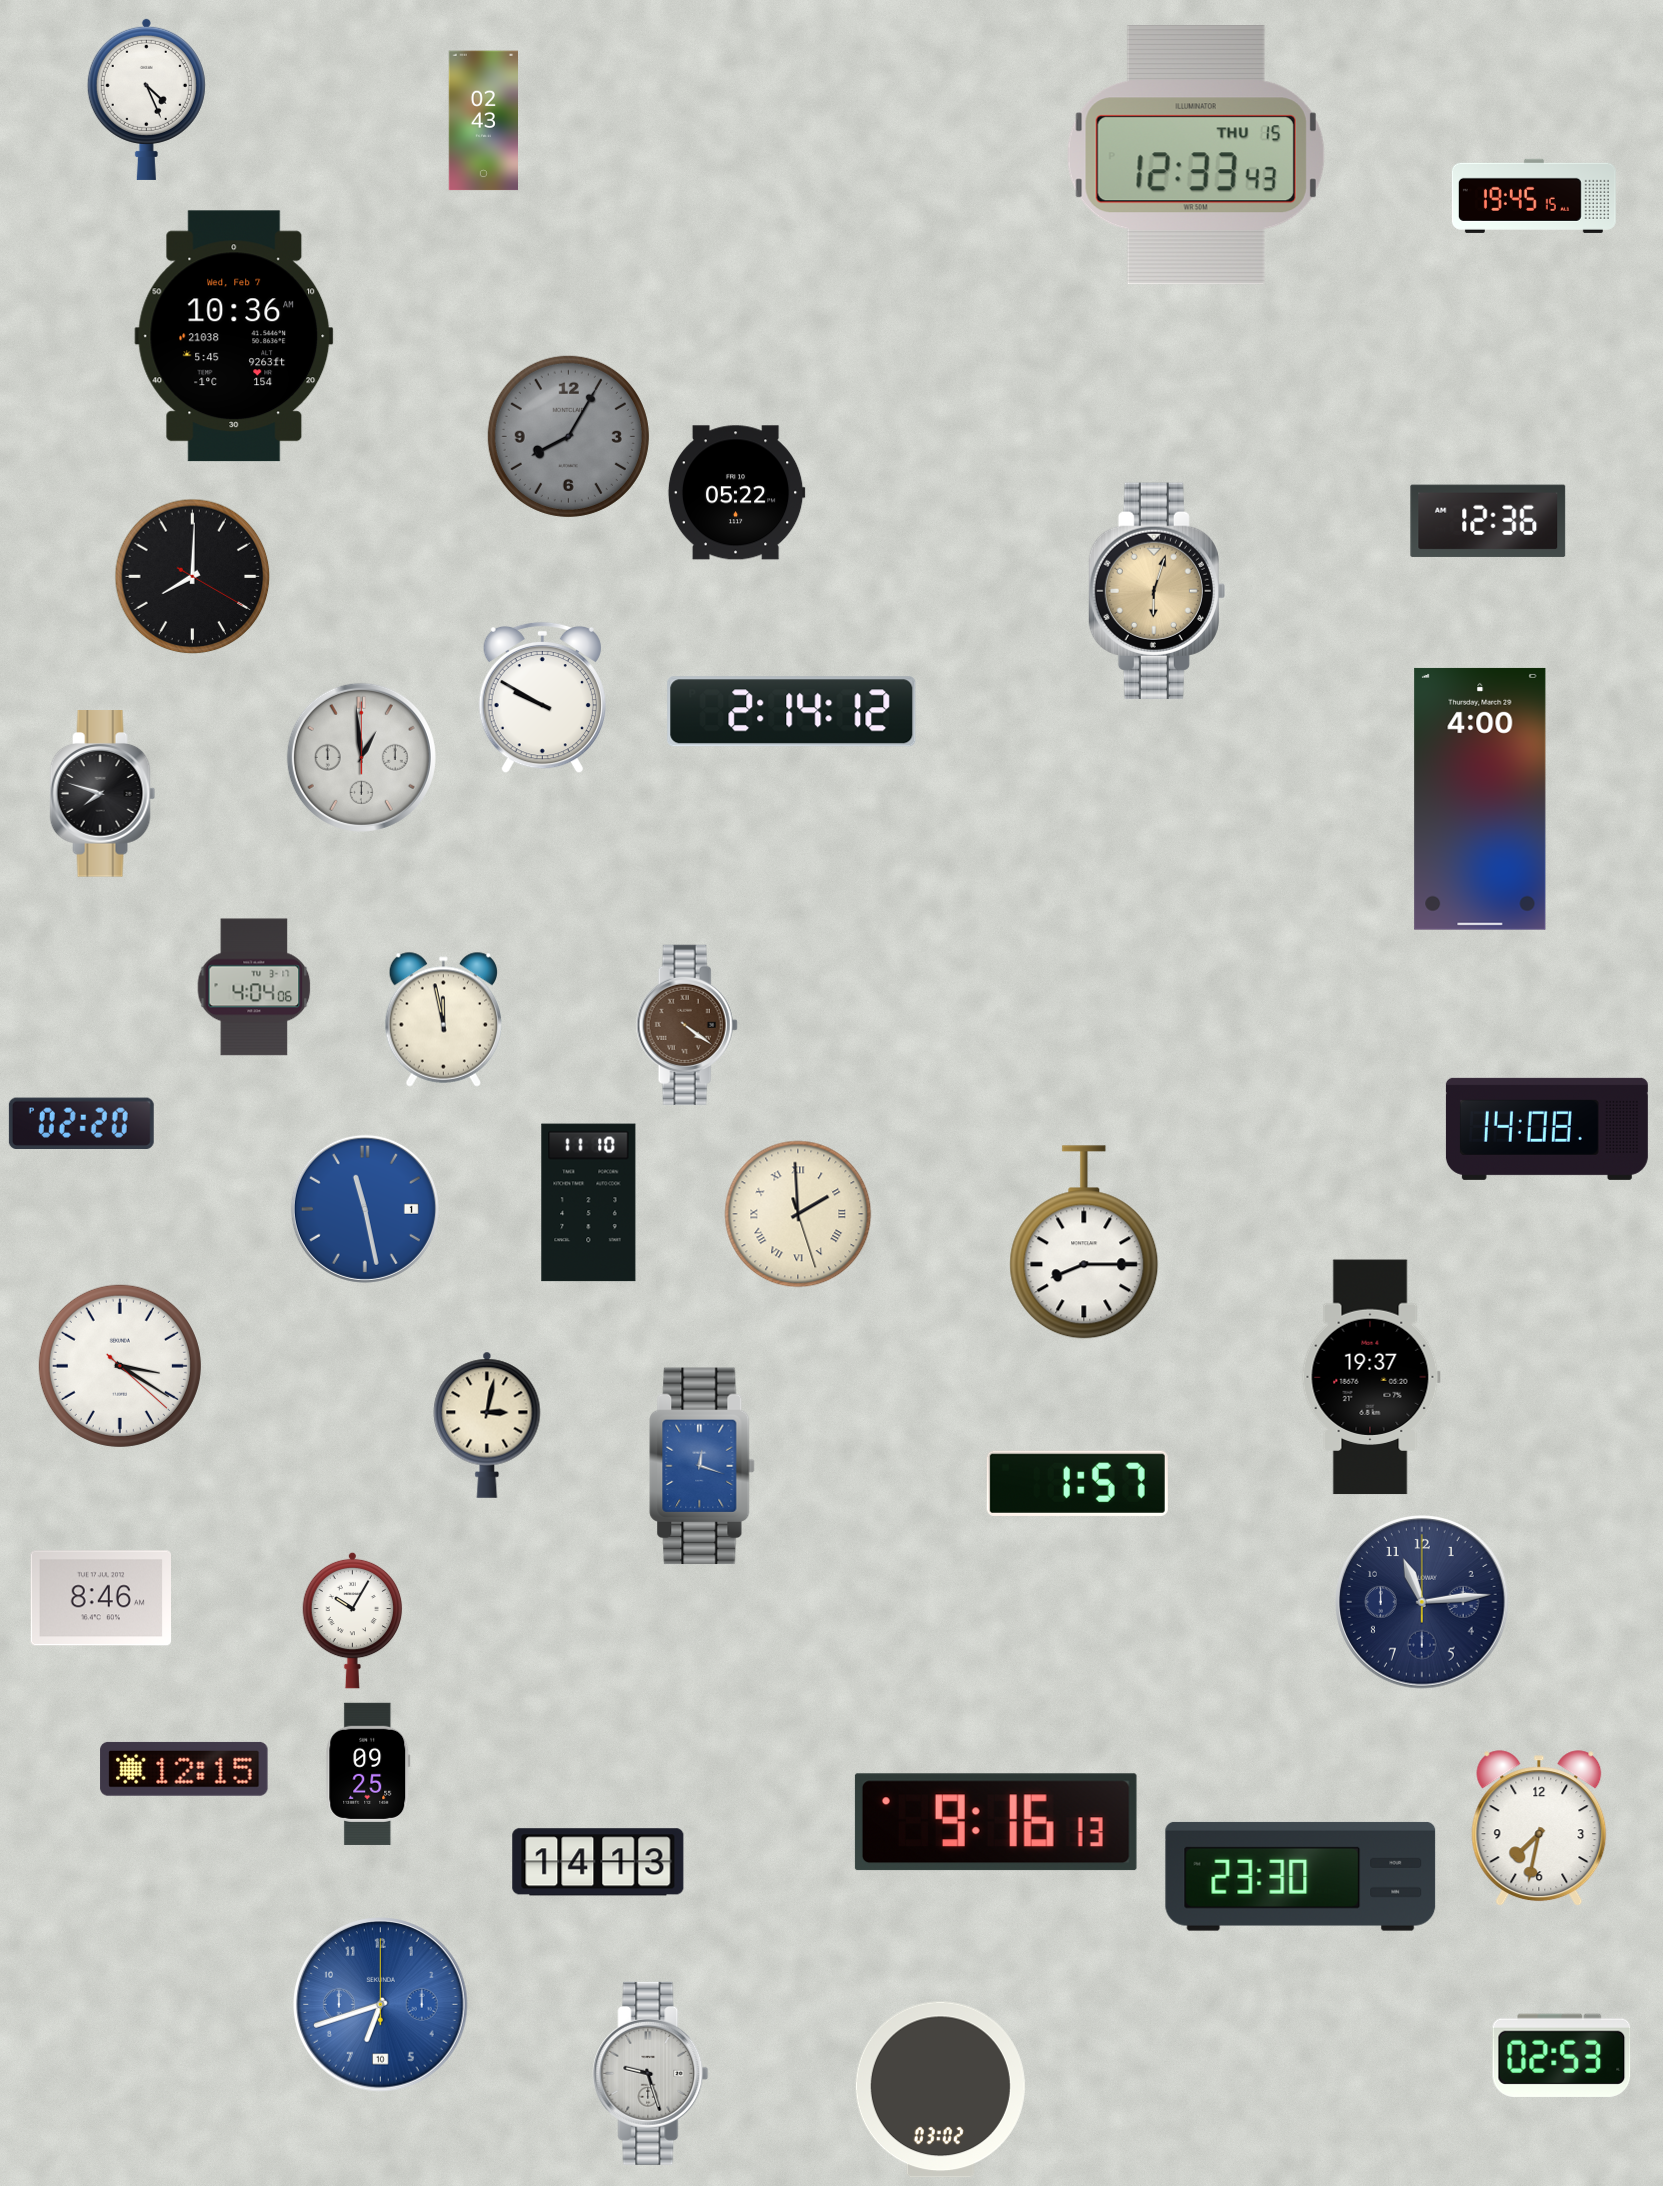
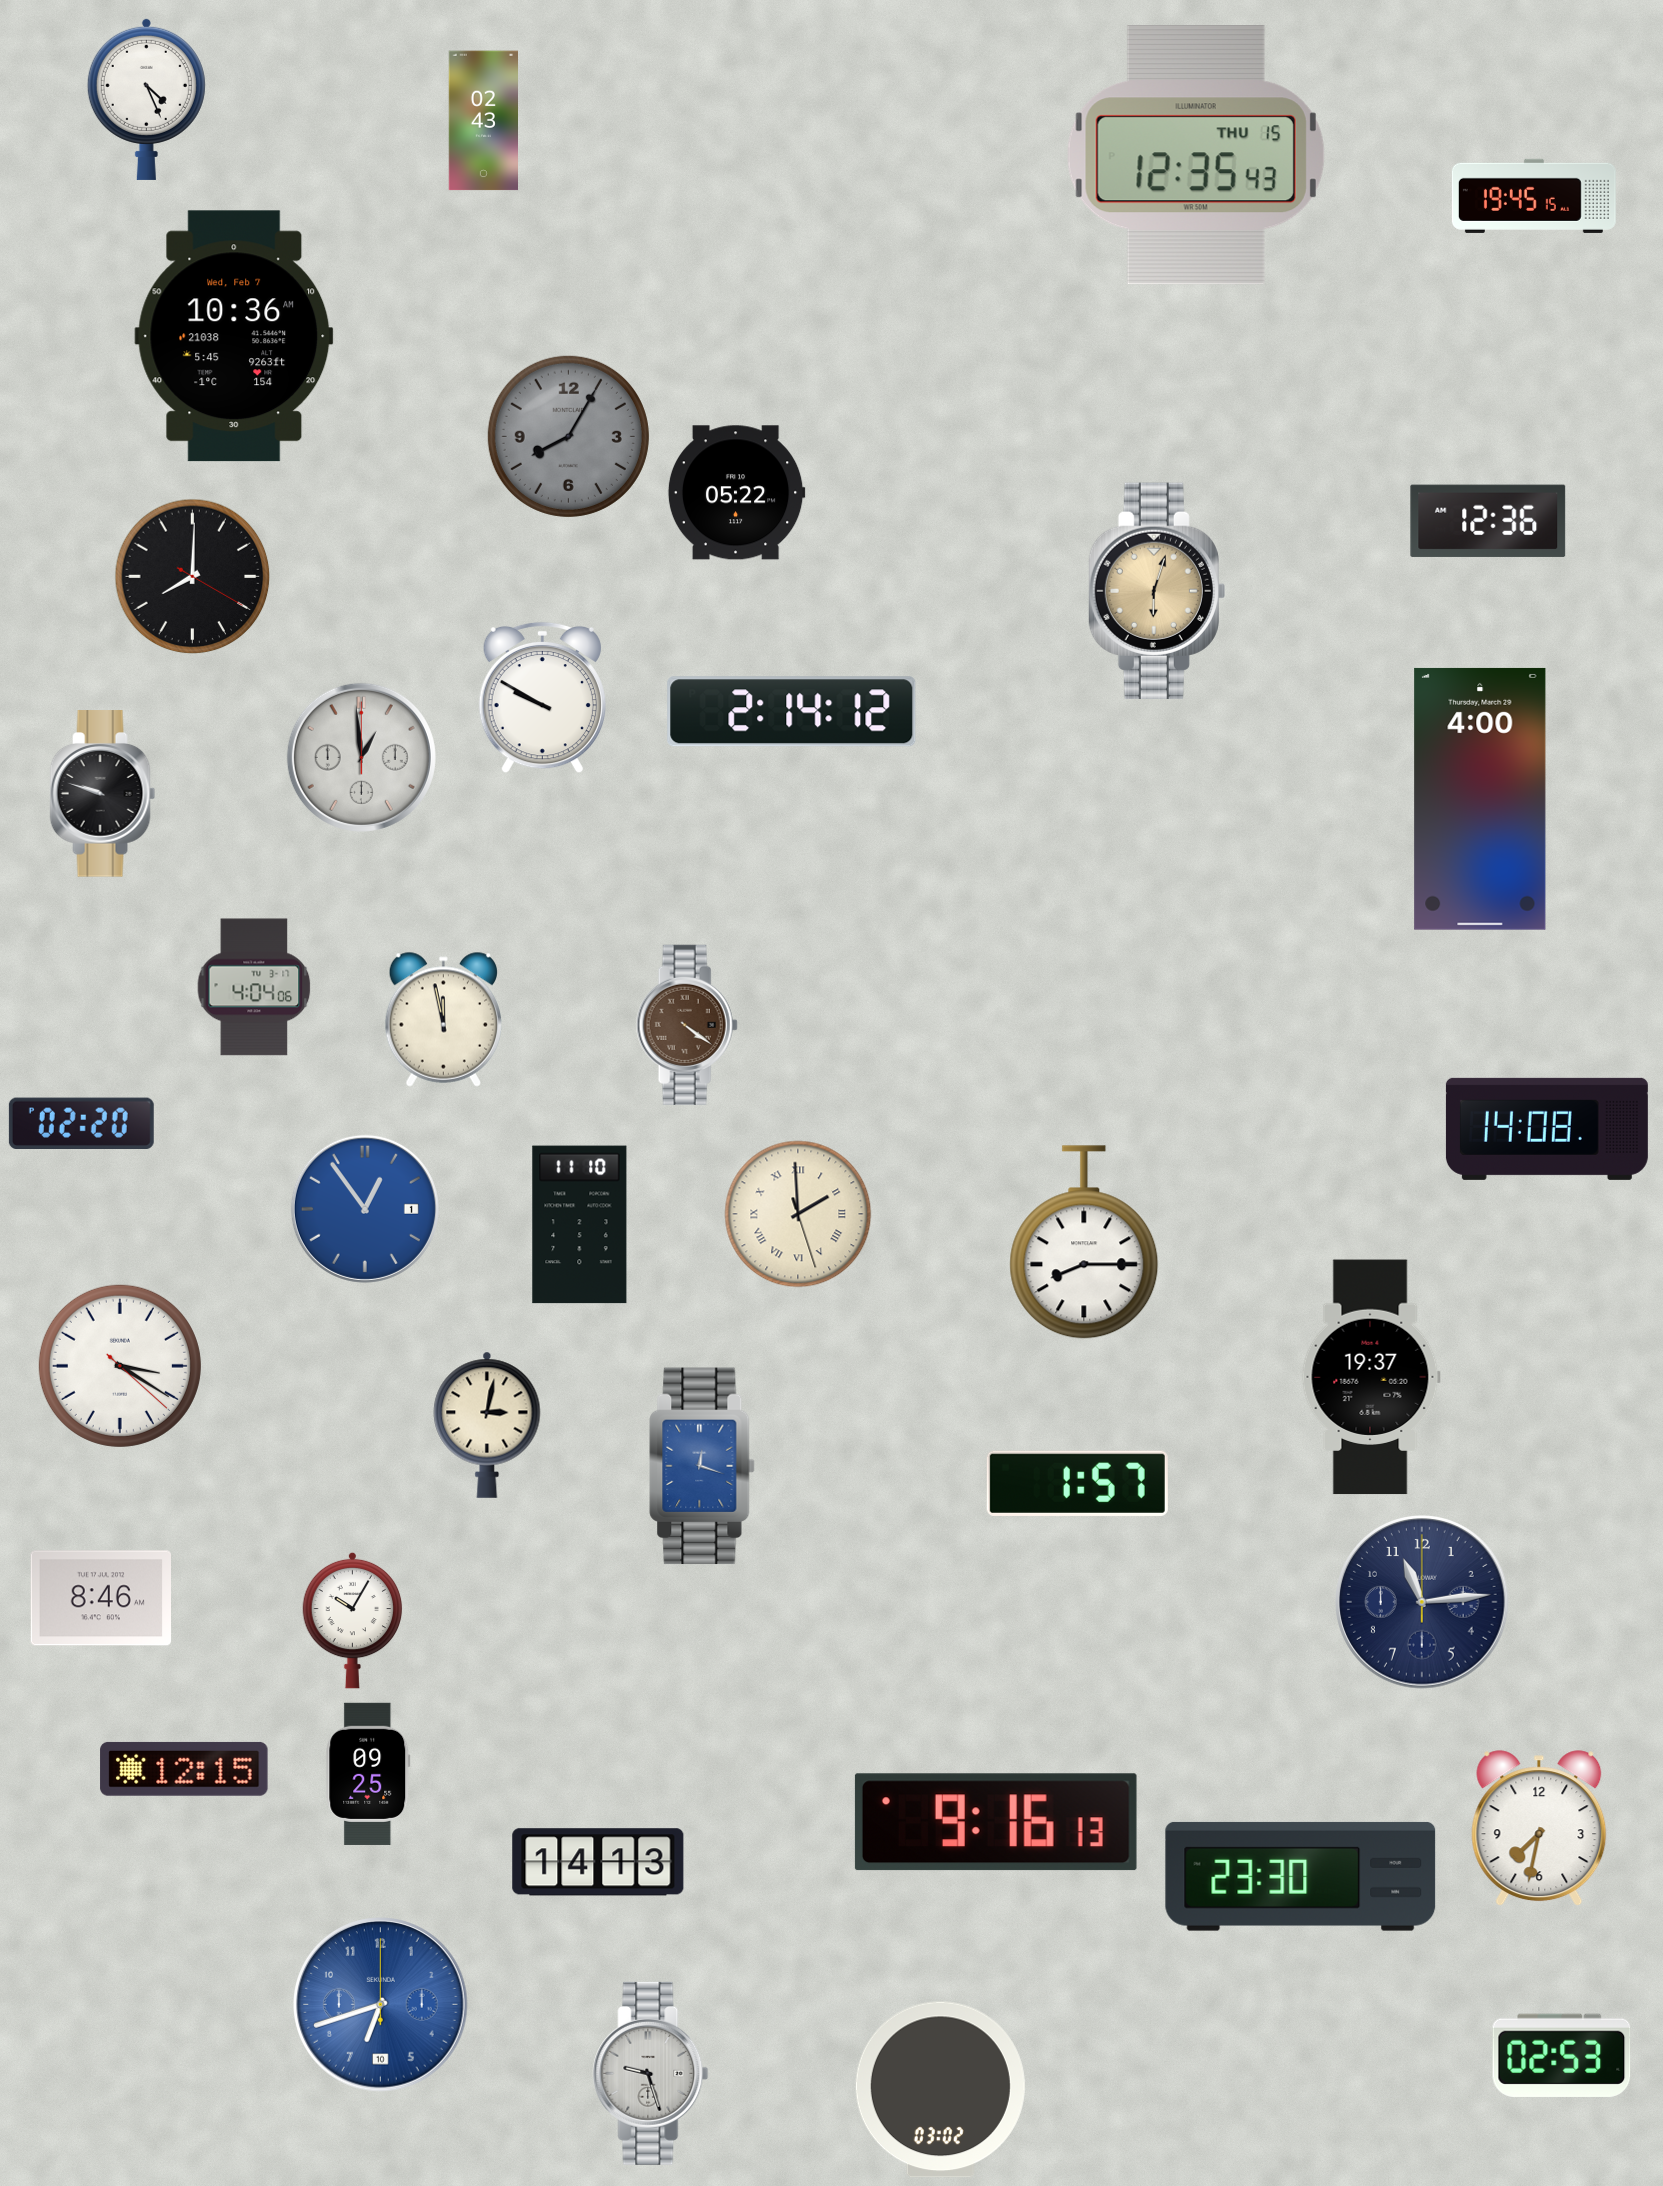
clock at (1196, 155): 12:33 -> 12:35
clock at (103, 794): 7:48 -> 9:48
clock at (589, 1203) position: (589, 1203) -> (580, 1225)
clock at (365, 1209): 11:28 -> 12:54
